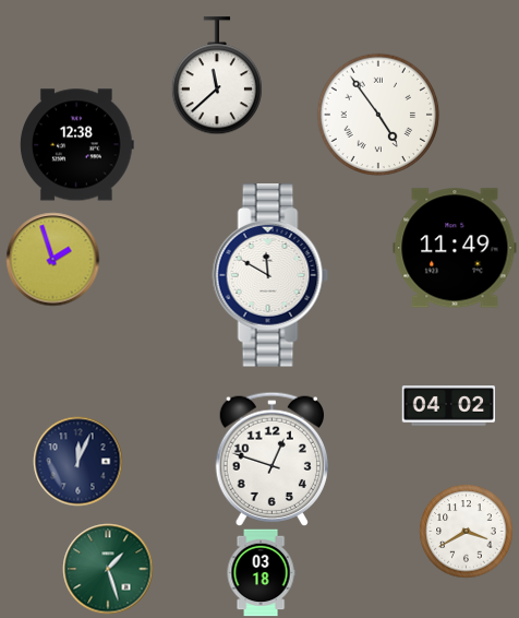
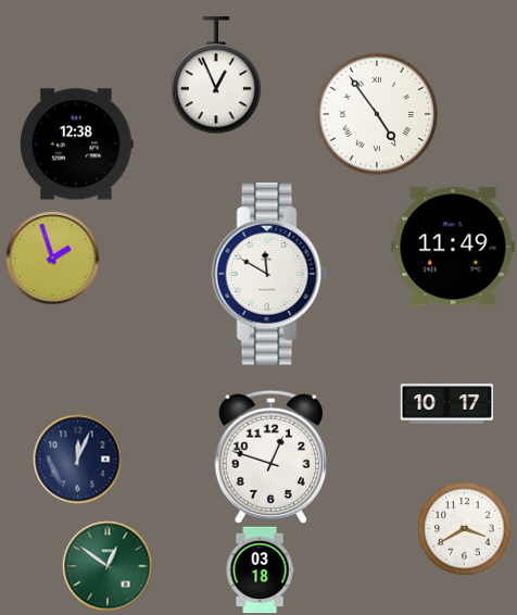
clock at (217, 75): 11:38 -> 12:56
clock at (448, 406): 04:02 -> 10:17
clock at (108, 569): 1:27 -> 12:51
